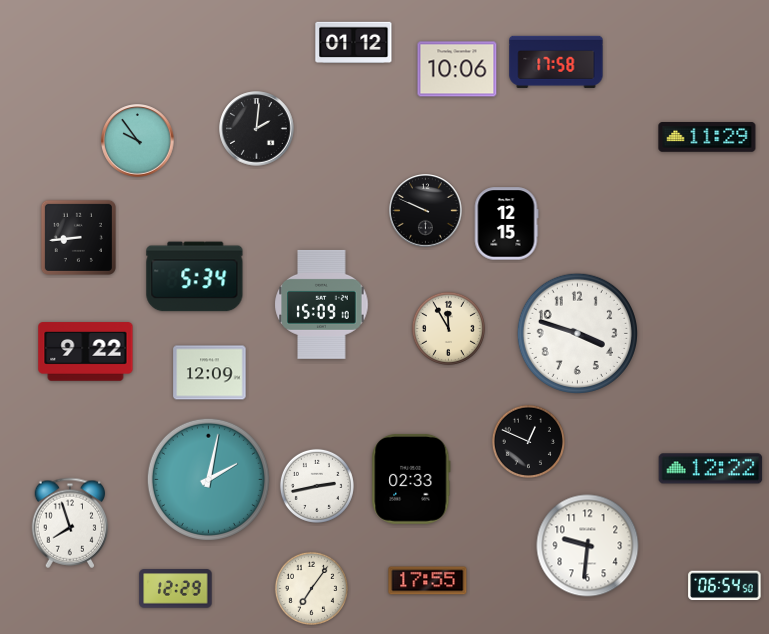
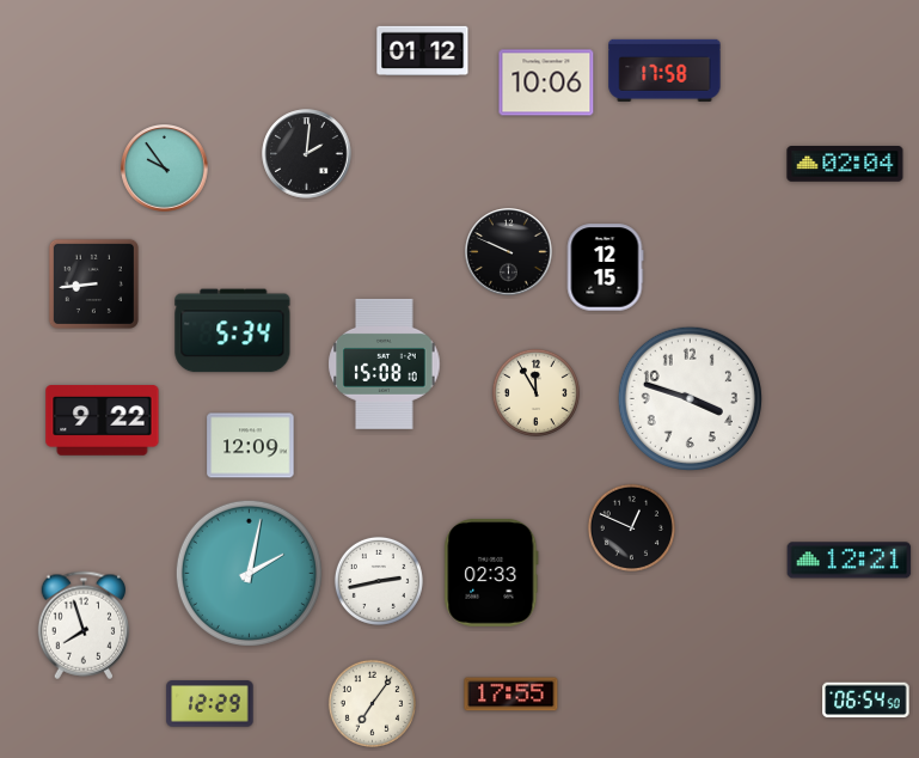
clock at (556, 62) position: (556, 62) -> (664, 71)
clock at (707, 137): 11:29 -> 02:04
clock at (322, 304): 15:09 -> 15:08
clock at (711, 469): 12:22 -> 12:21
clock at (588, 546): 9:31 -> none
